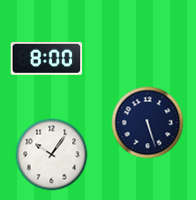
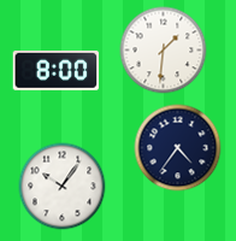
clock at (164, 51): none -> 1:31
clock at (148, 123): 5:27 -> 4:36
